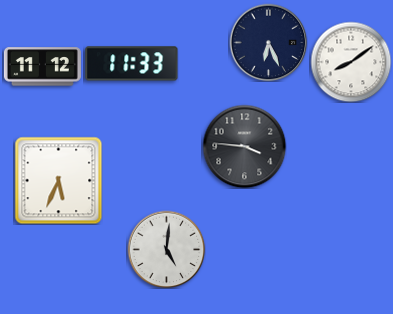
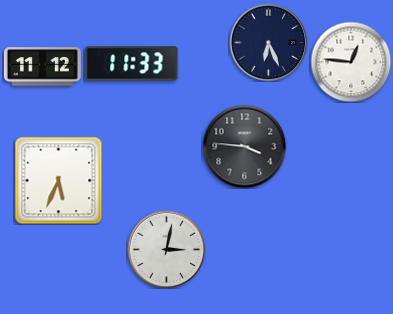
clock at (351, 62): 8:09 -> 12:46
clock at (166, 249): 5:01 -> 3:02
